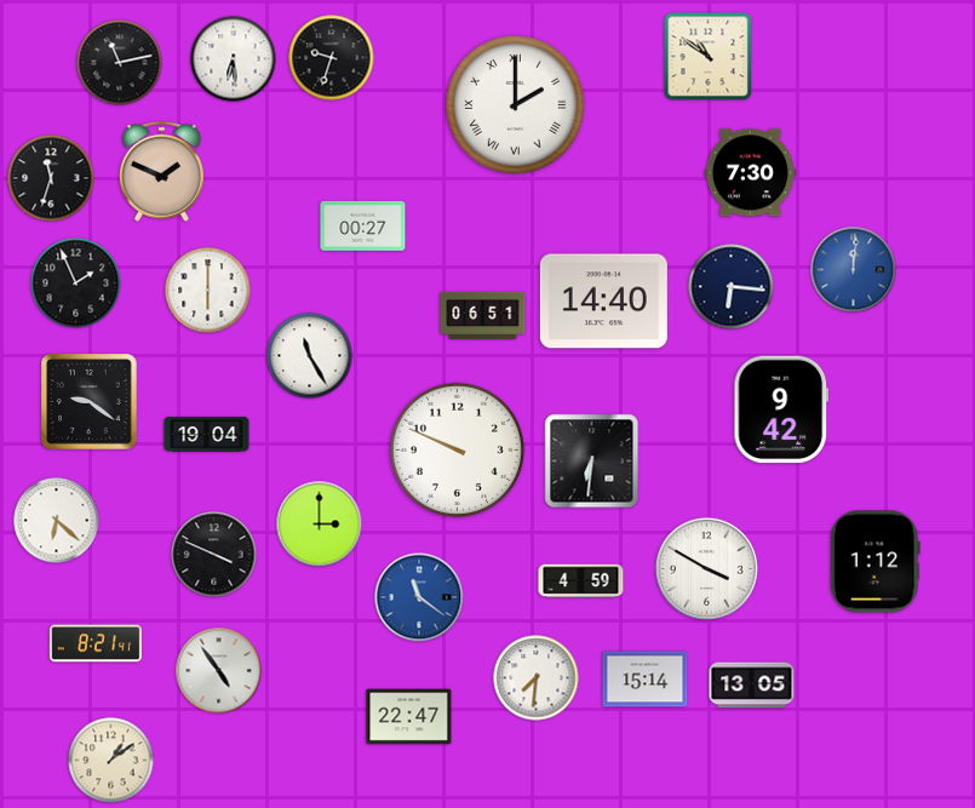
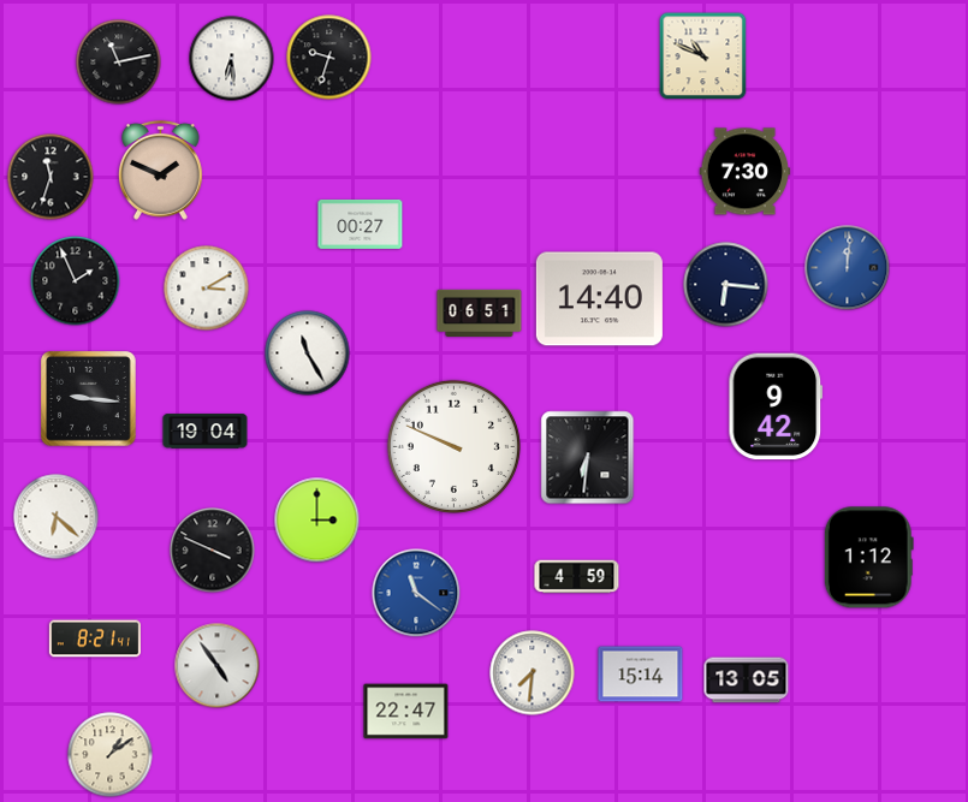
clock at (709, 57): 10:51 -> 10:49
clock at (515, 104): 2:00 -> none
clock at (208, 291): 6:00 -> 3:10
clock at (90, 402): 9:21 -> 9:16
clock at (706, 568): 3:50 -> none
